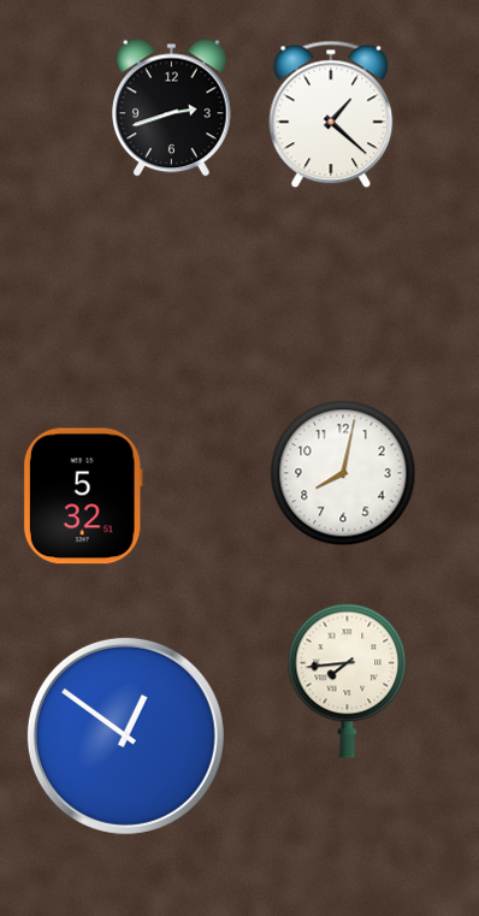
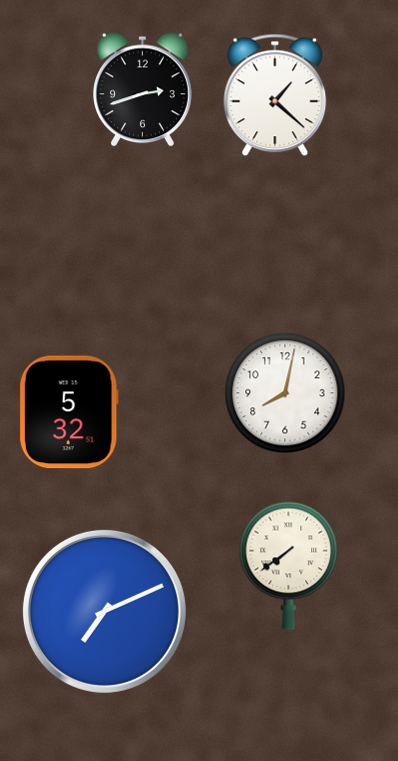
clock at (348, 680): 7:44 -> 7:39
clock at (125, 735): 12:51 -> 7:11
